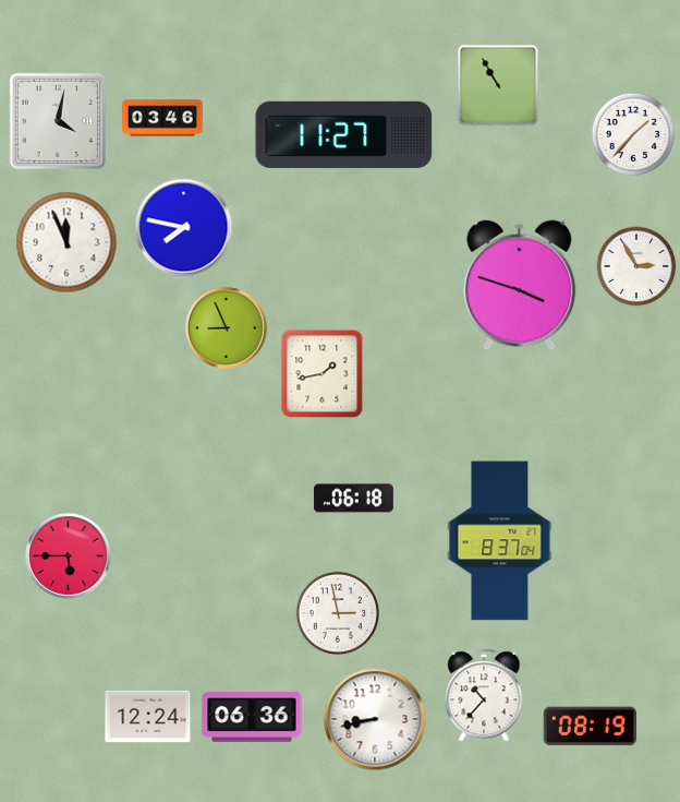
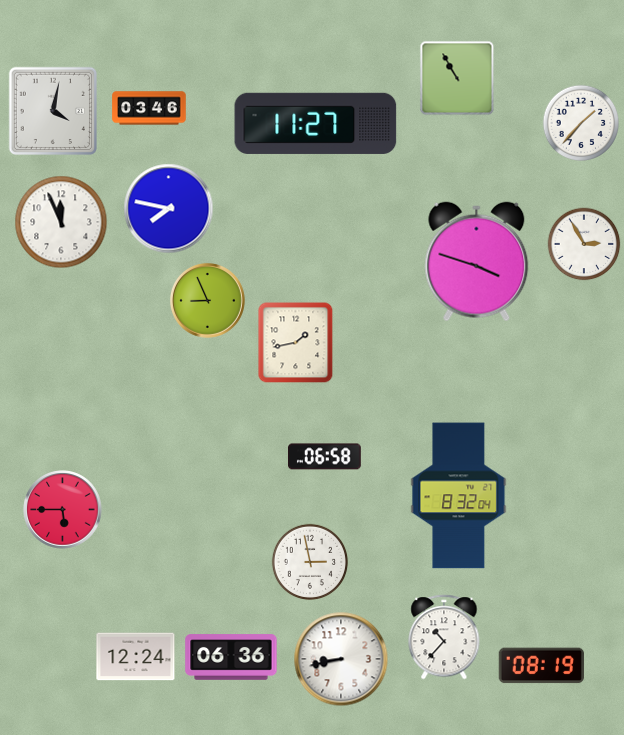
clock at (354, 499): 06:18 -> 06:58
clock at (500, 541): 8:37 -> 8:32
clock at (375, 719) position: (375, 719) -> (341, 659)
